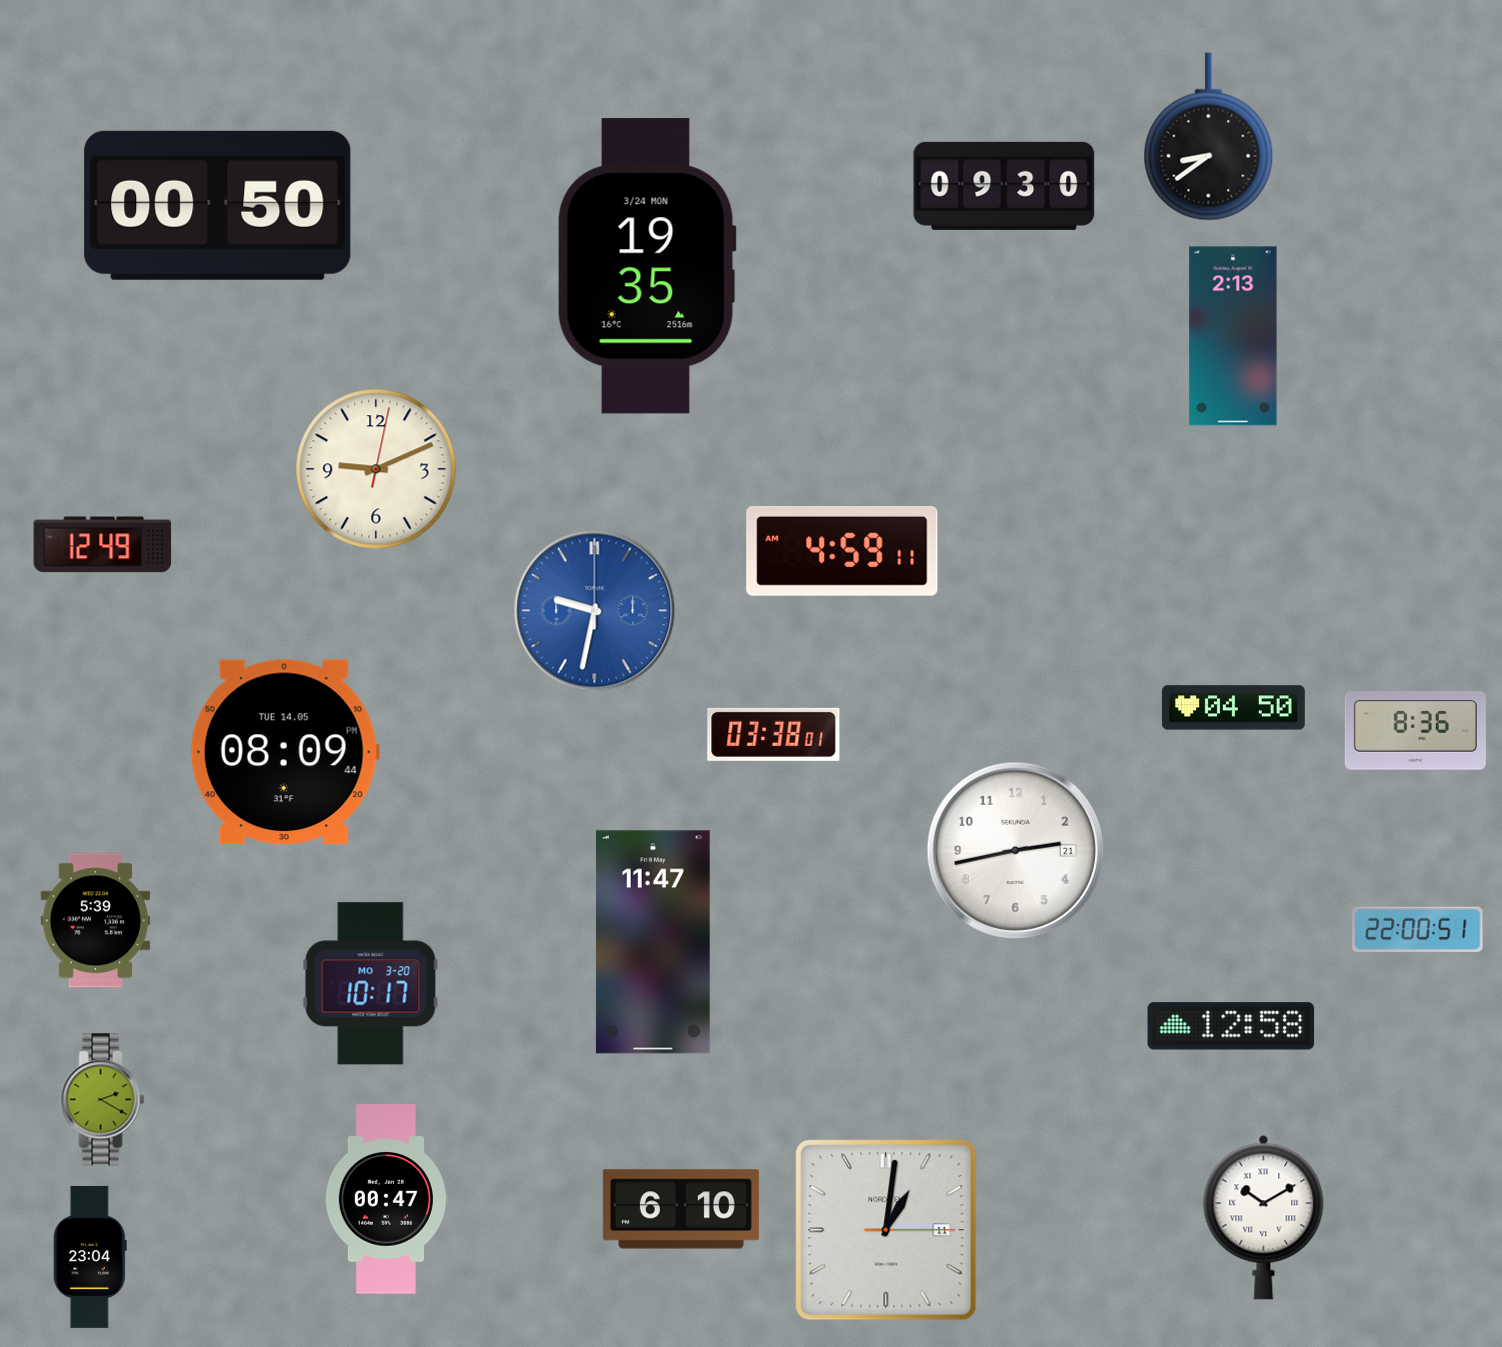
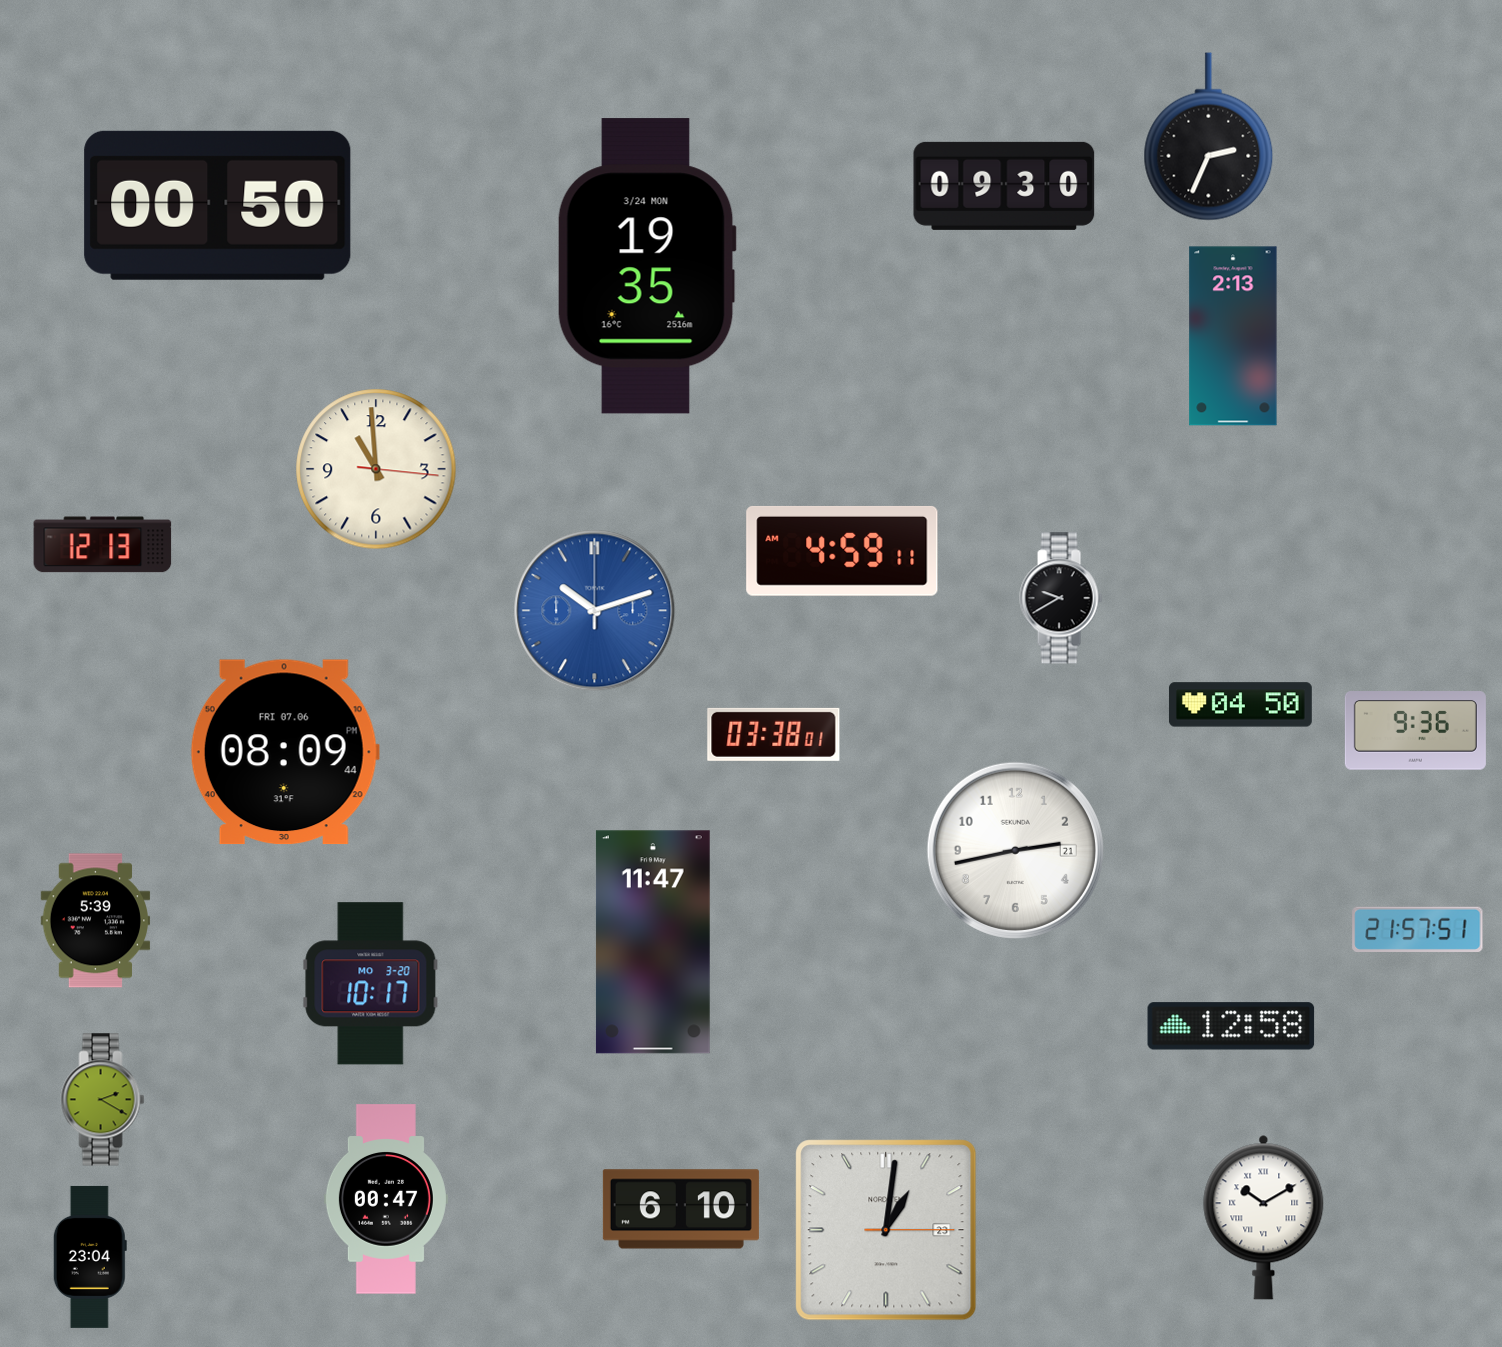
clock at (1209, 137): 8:39 -> 2:34
clock at (376, 469): 9:11 -> 10:59
clock at (103, 545): 12:49 -> 12:13
clock at (1061, 598): none -> 9:40
clock at (595, 611): 9:32 -> 10:12
clock at (1233, 708) position: (1233, 708) -> (1240, 705)
clock at (1415, 731): 8:36 -> 9:36
clock at (285, 752) date: TUE 14.05 -> FRI 07.06
clock at (1418, 929): 22:00 -> 21:57
clock at (886, 1230) date: 11 -> 23
